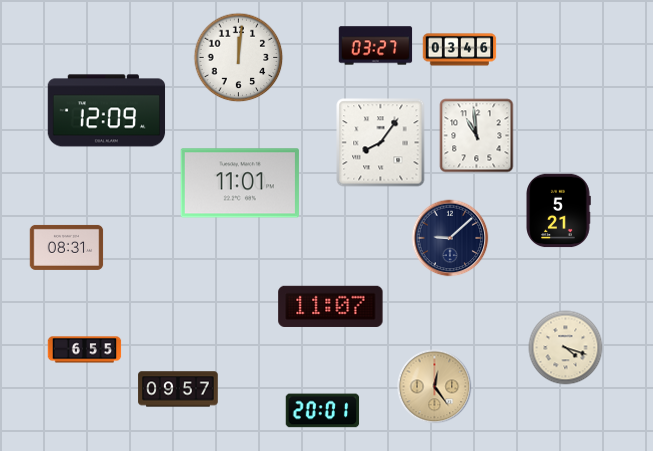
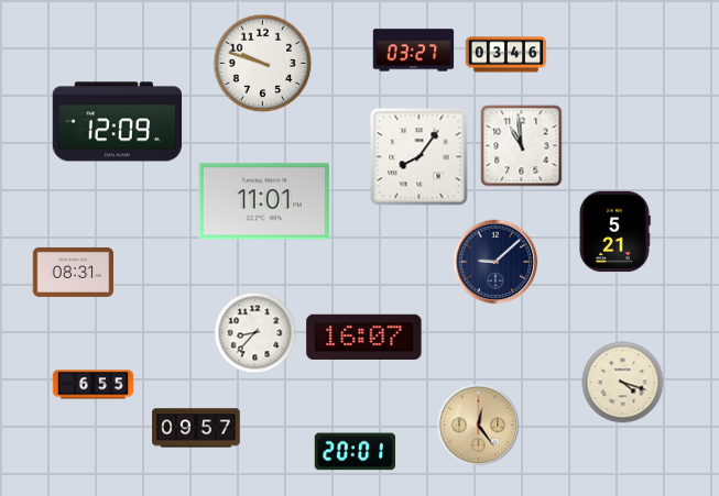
clock at (239, 58): 12:01 -> 9:48
clock at (477, 136) position: (477, 136) -> (522, 146)
clock at (255, 333): none -> 8:37
clock at (331, 306): 11:07 -> 16:07
